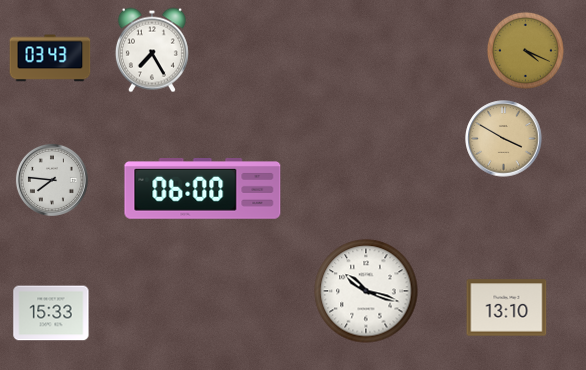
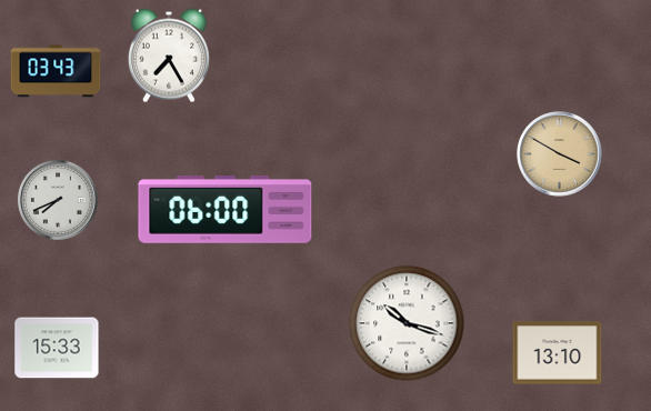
clock at (525, 50): 4:19 -> none
clock at (50, 58) position: (50, 58) -> (56, 71)
clock at (52, 180): 7:46 -> 7:41
clock at (507, 308) position: (507, 308) -> (558, 353)
